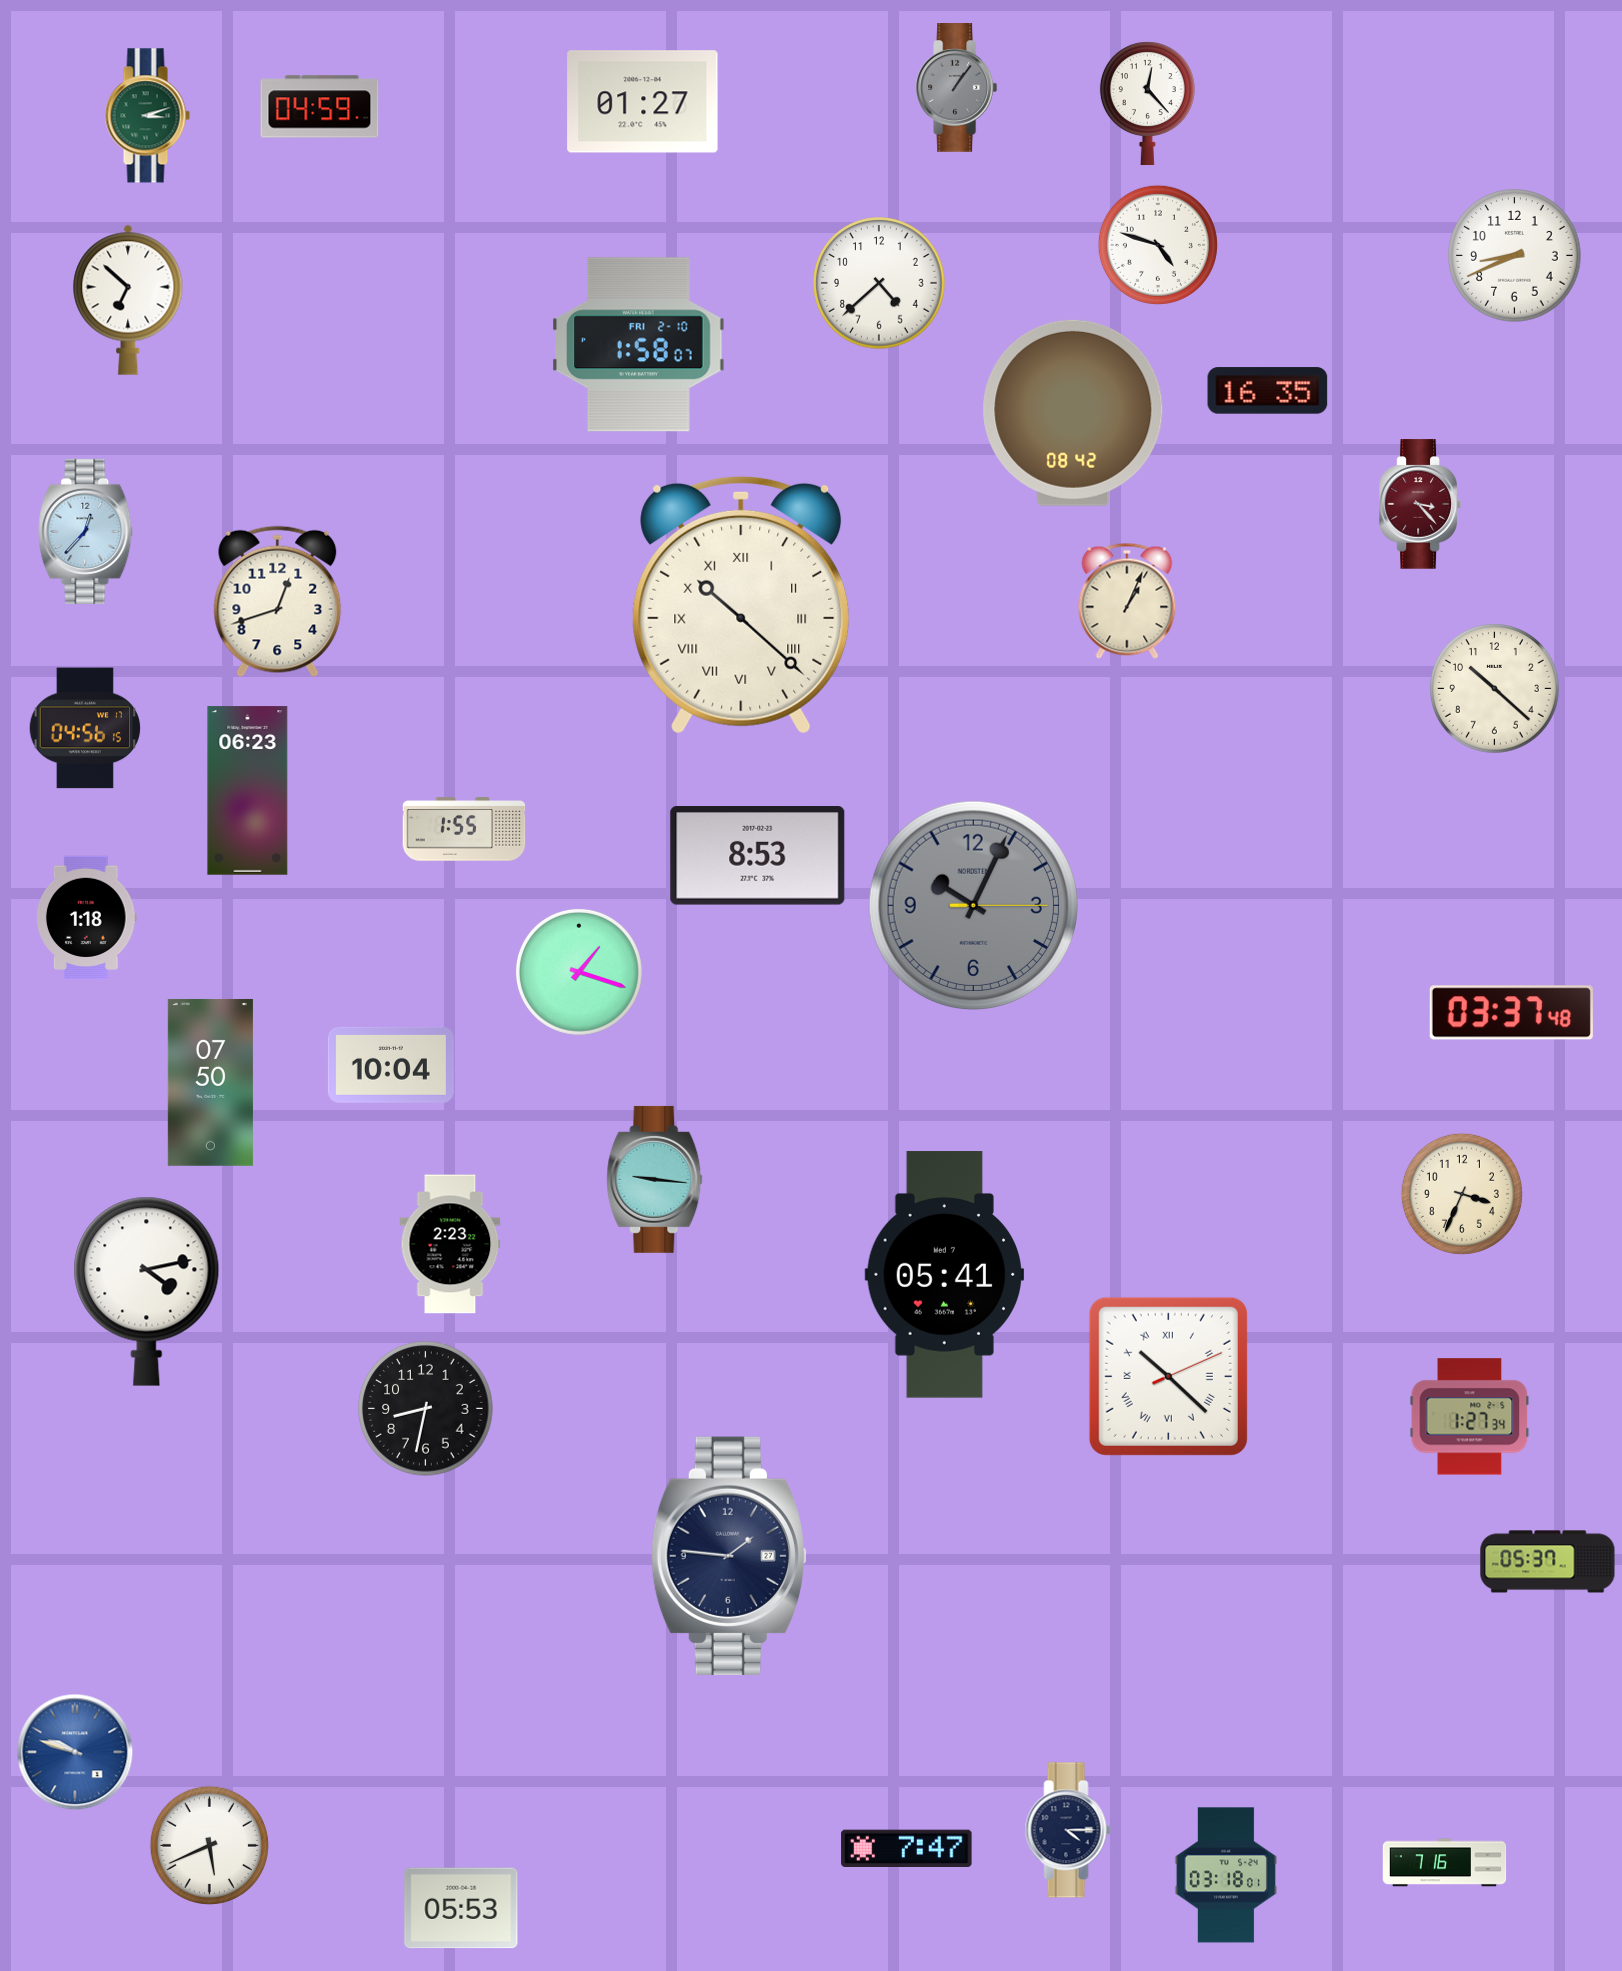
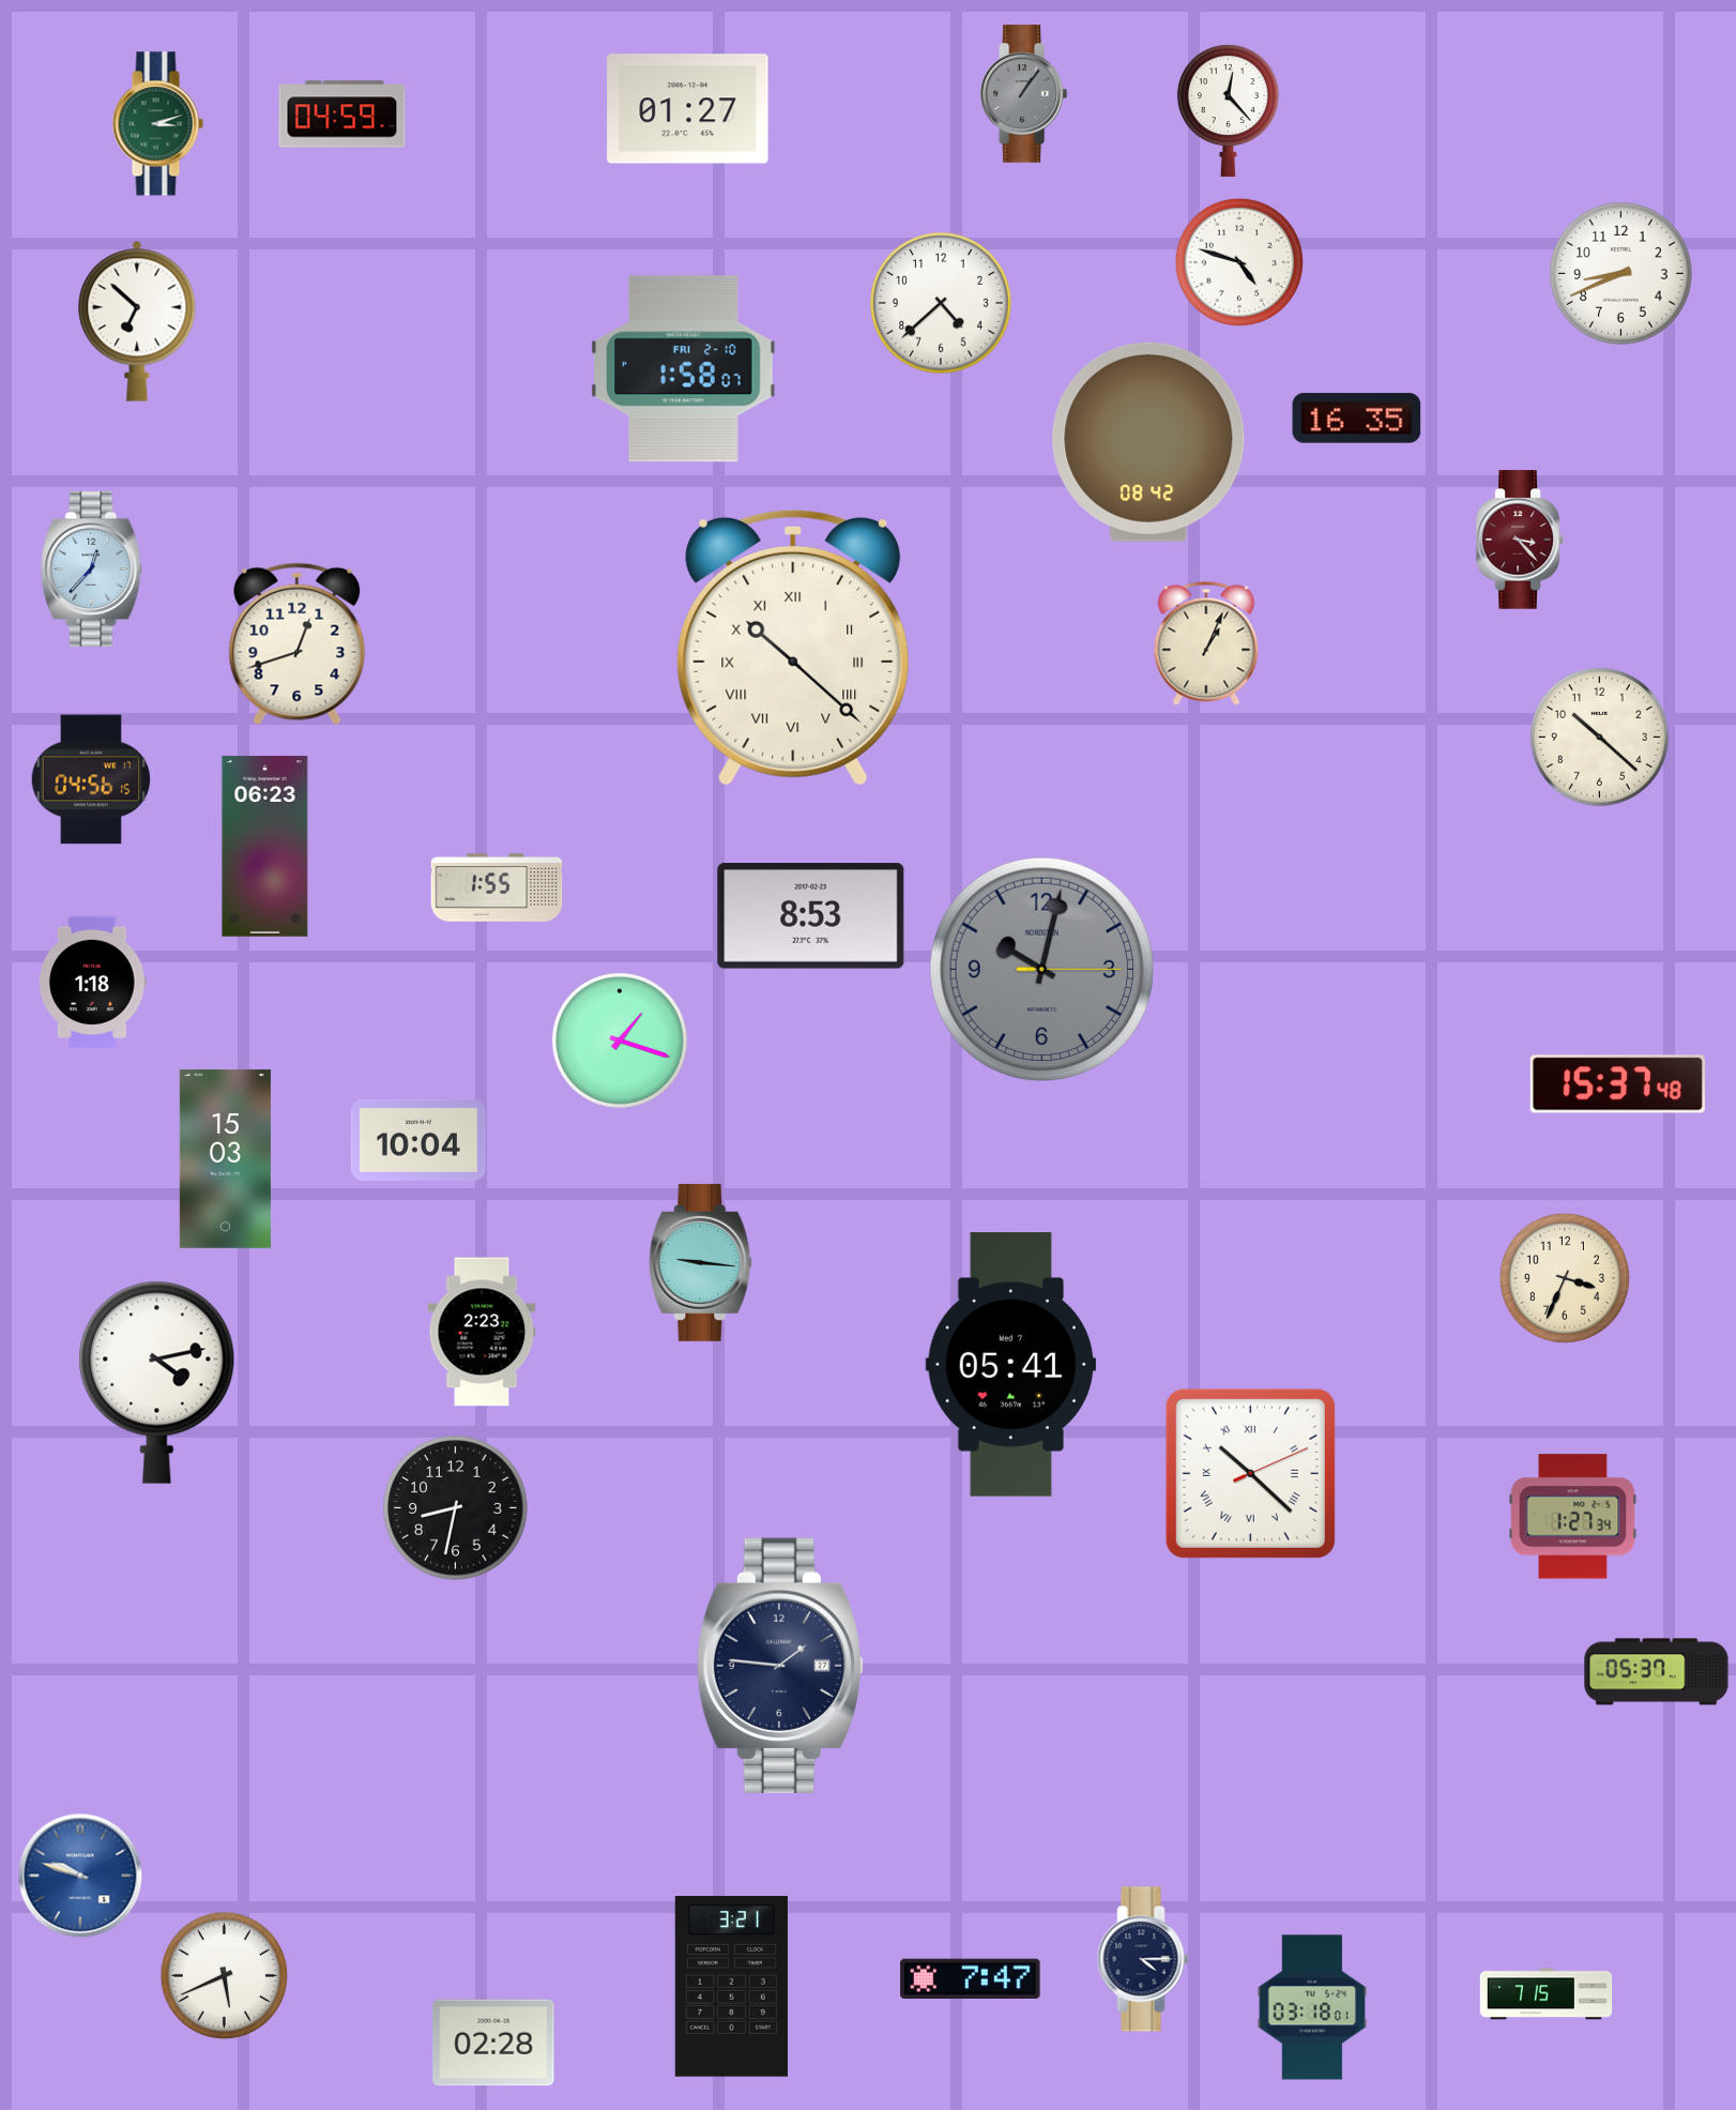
clock at (973, 905): 10:04 -> 10:02
clock at (1511, 1013): 03:37 -> 15:37
clock at (210, 1082): 07:50 -> 15:03
clock at (731, 1987): none -> 3:21
clock at (1445, 1863): 7:16 -> 7:15
clock at (461, 1908): 05:53 -> 02:28
